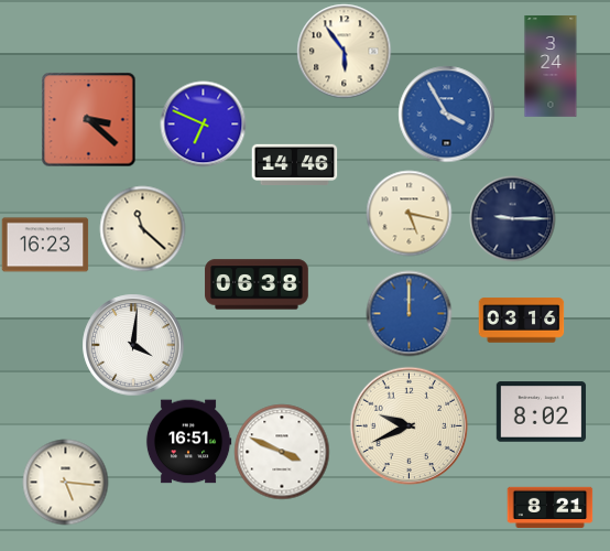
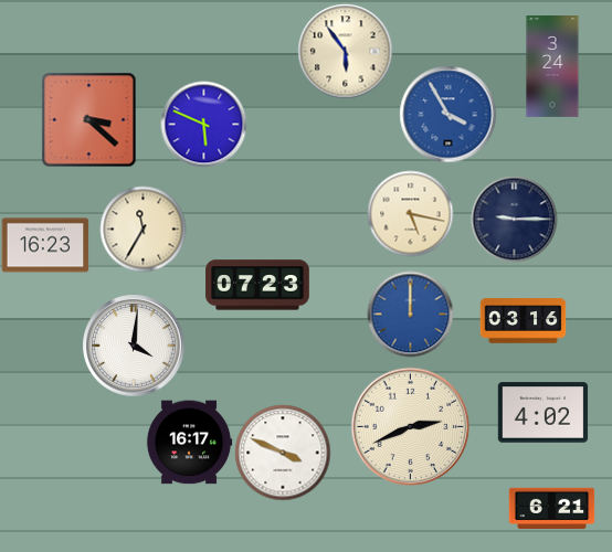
clock at (203, 123): 6:49 -> 5:49
clock at (294, 164): 14:46 -> none
clock at (142, 228): 11:22 -> 11:35
clock at (257, 284): 06:38 -> 07:23
clock at (541, 412): 8:02 -> 4:02
clock at (409, 425): 9:41 -> 2:41
clock at (188, 442): 16:51 -> 16:17
clock at (65, 482): 5:16 -> none
clock at (549, 508): 8:21 -> 6:21
